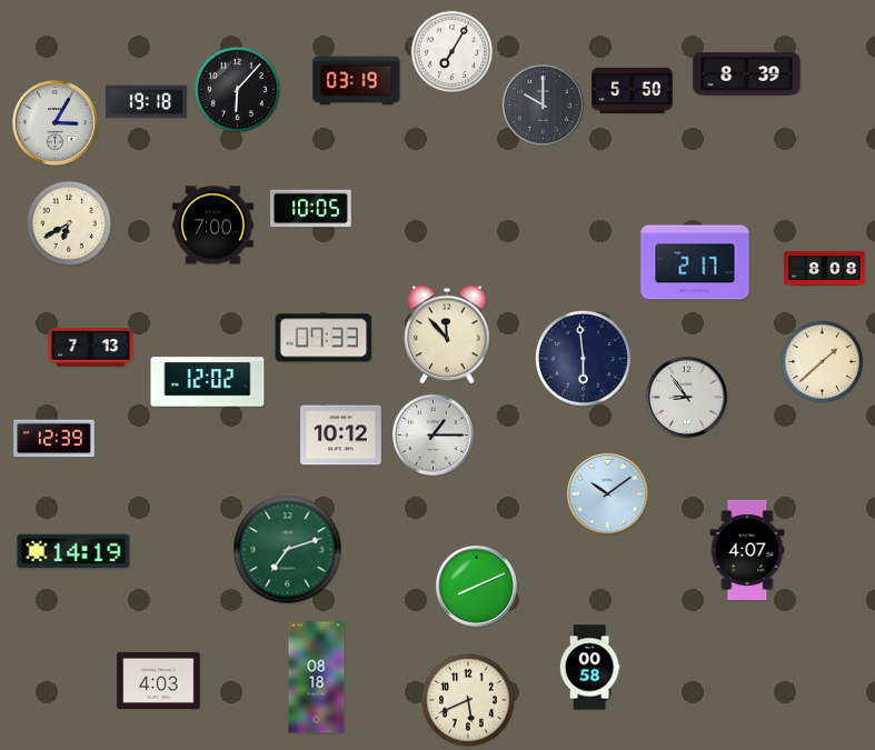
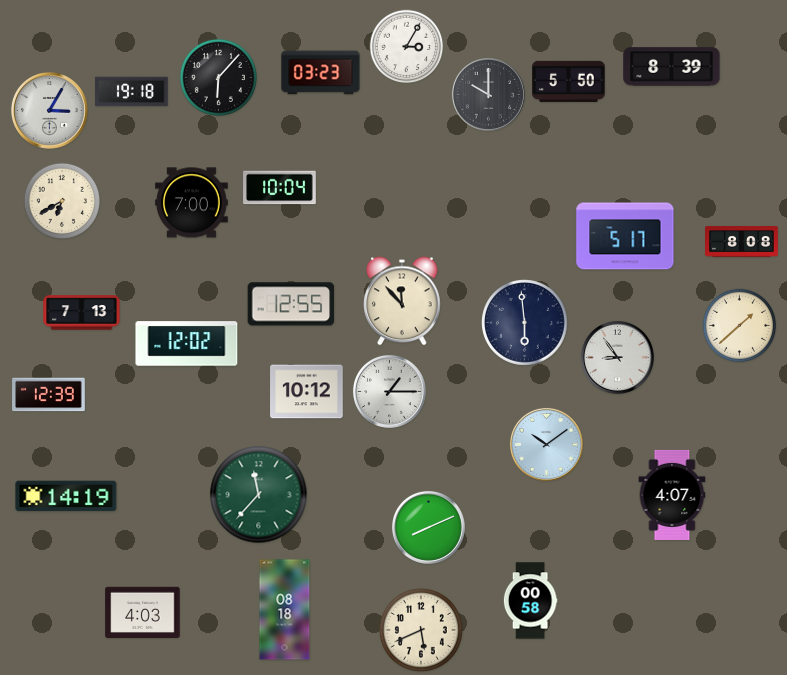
clock at (453, 52): 7:05 -> 3:05
clock at (357, 81): 03:19 -> 03:23
clock at (237, 89) position: (237, 89) -> (218, 77)
clock at (311, 209): 10:05 -> 10:04
clock at (695, 262): 2:17 -> 5:17
clock at (324, 338): 07:33 -> 12:55
clock at (288, 550): 7:12 -> 11:37
